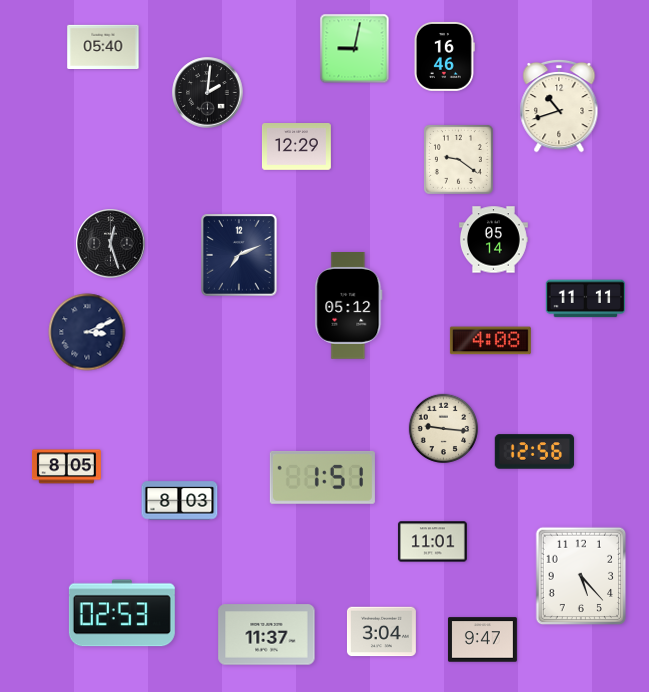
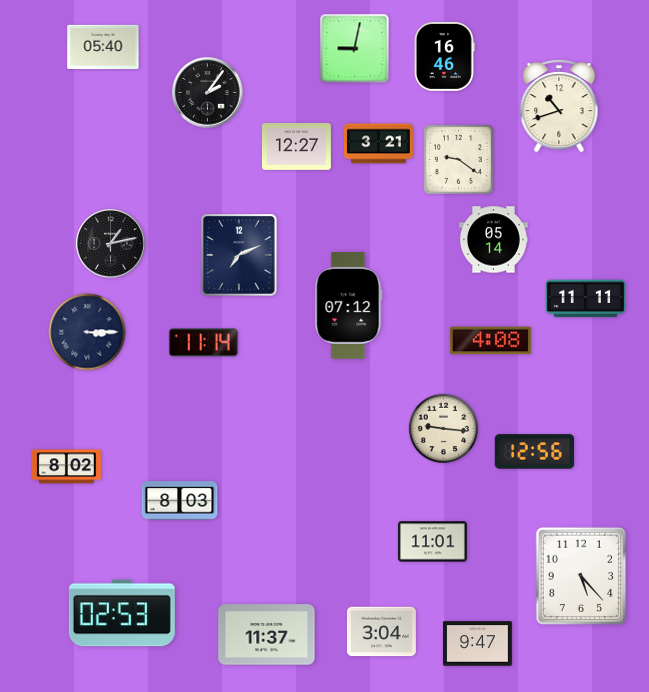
clock at (208, 93): 2:01 -> 2:06
clock at (378, 144): none -> 3:21
clock at (296, 147): 12:29 -> 12:27
clock at (111, 244): 12:27 -> 1:13
clock at (349, 306): 05:12 -> 07:12
clock at (87, 332): 3:11 -> 3:15
clock at (203, 343): none -> 11:14
clock at (66, 467): 8:05 -> 8:02
clock at (322, 477): 1:51 -> none
clock at (482, 640) position: (482, 640) -> (477, 644)
